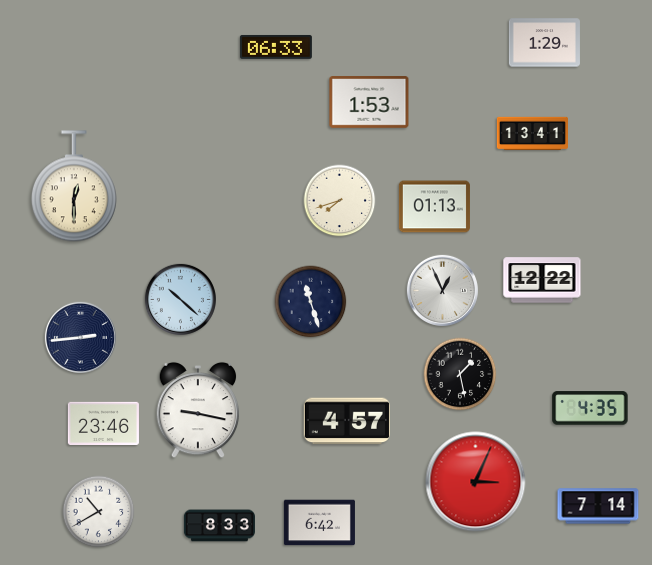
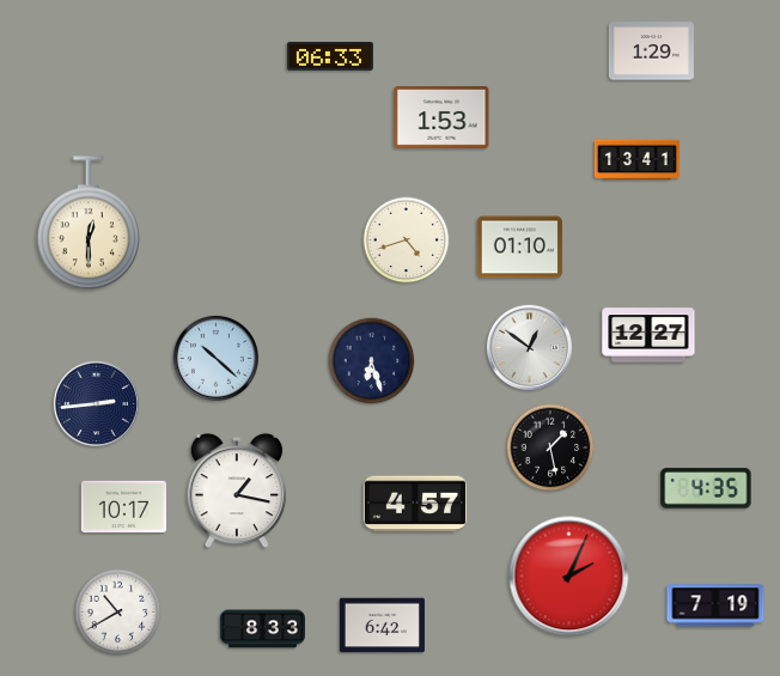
clock at (369, 102) position: (369, 102) -> (441, 117)
clock at (340, 201): 7:42 -> 4:42
clock at (434, 207): 01:13 -> 01:10
clock at (542, 280): 12:22 -> 12:27
clock at (442, 290): 12:56 -> 12:51
clock at (311, 302): 11:27 -> 6:27
clock at (198, 410): 9:17 -> 1:17
clock at (103, 423): 23:46 -> 10:17
clock at (476, 482): 3:04 -> 2:04
clock at (598, 506): 7:14 -> 7:19
